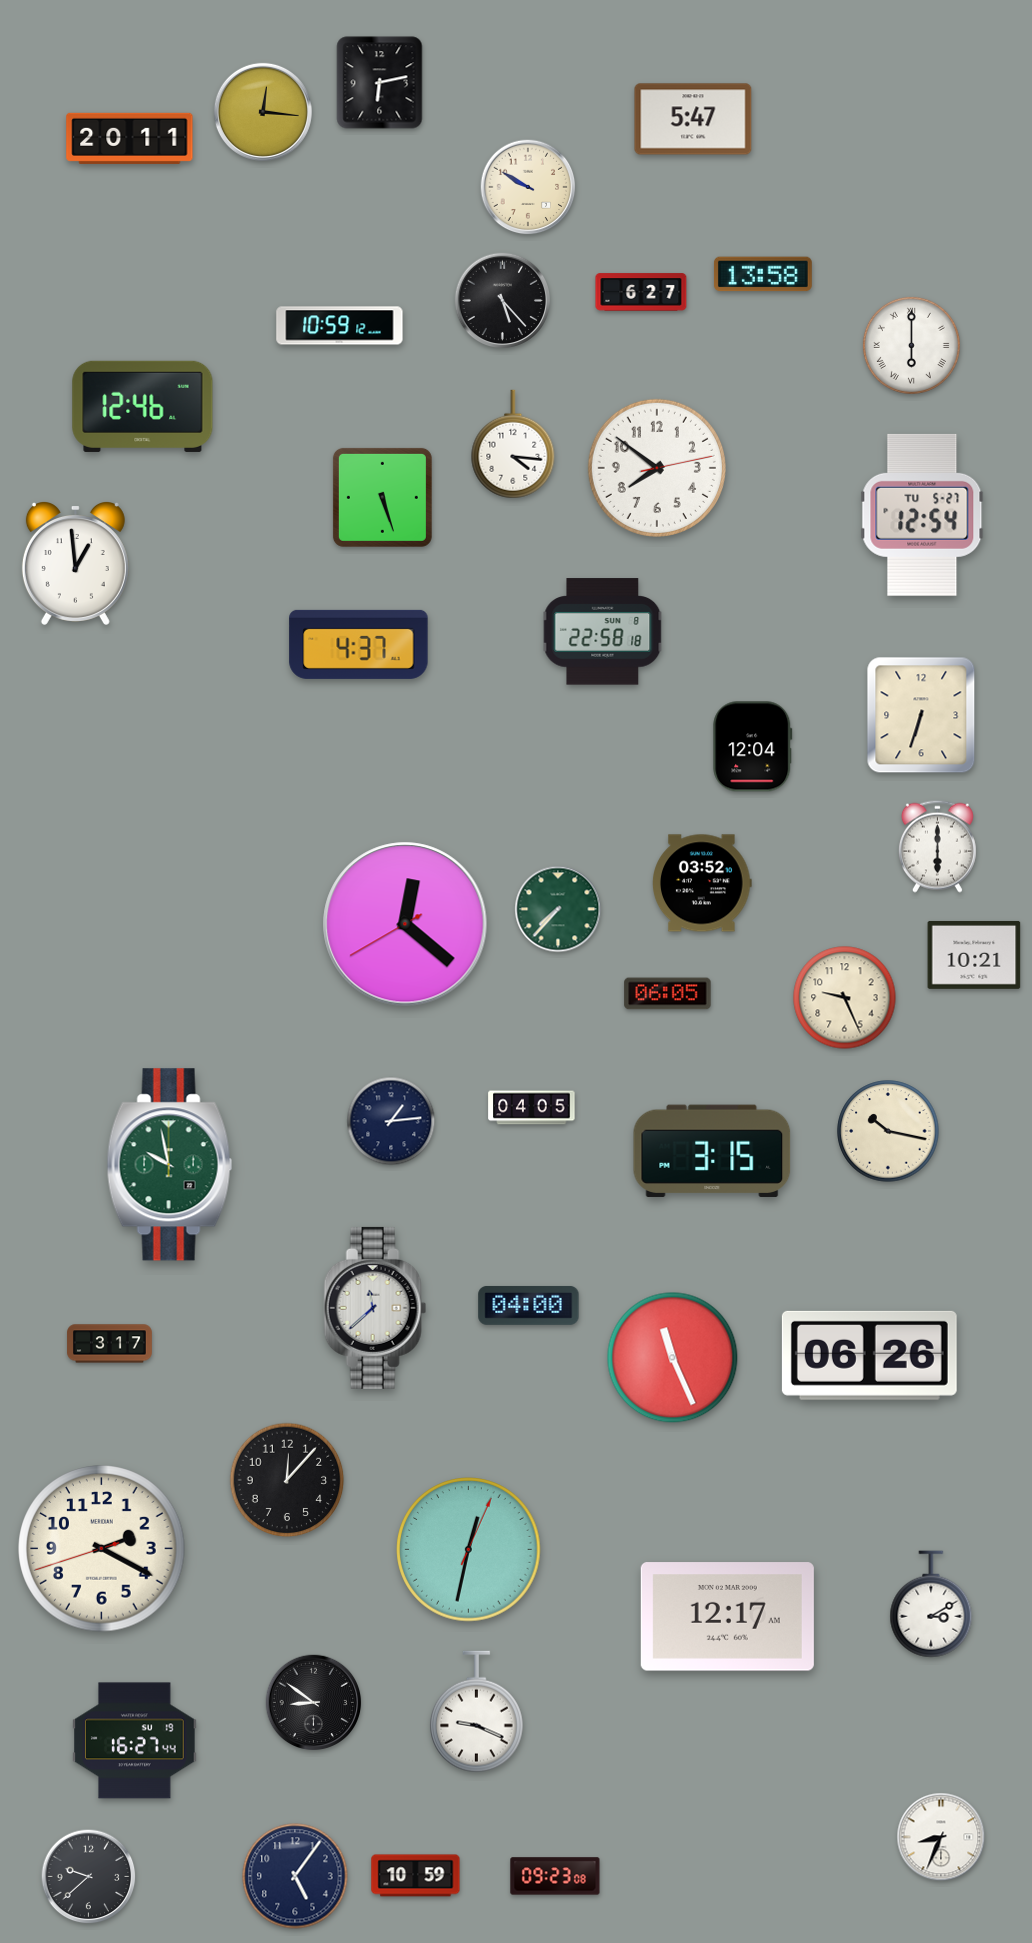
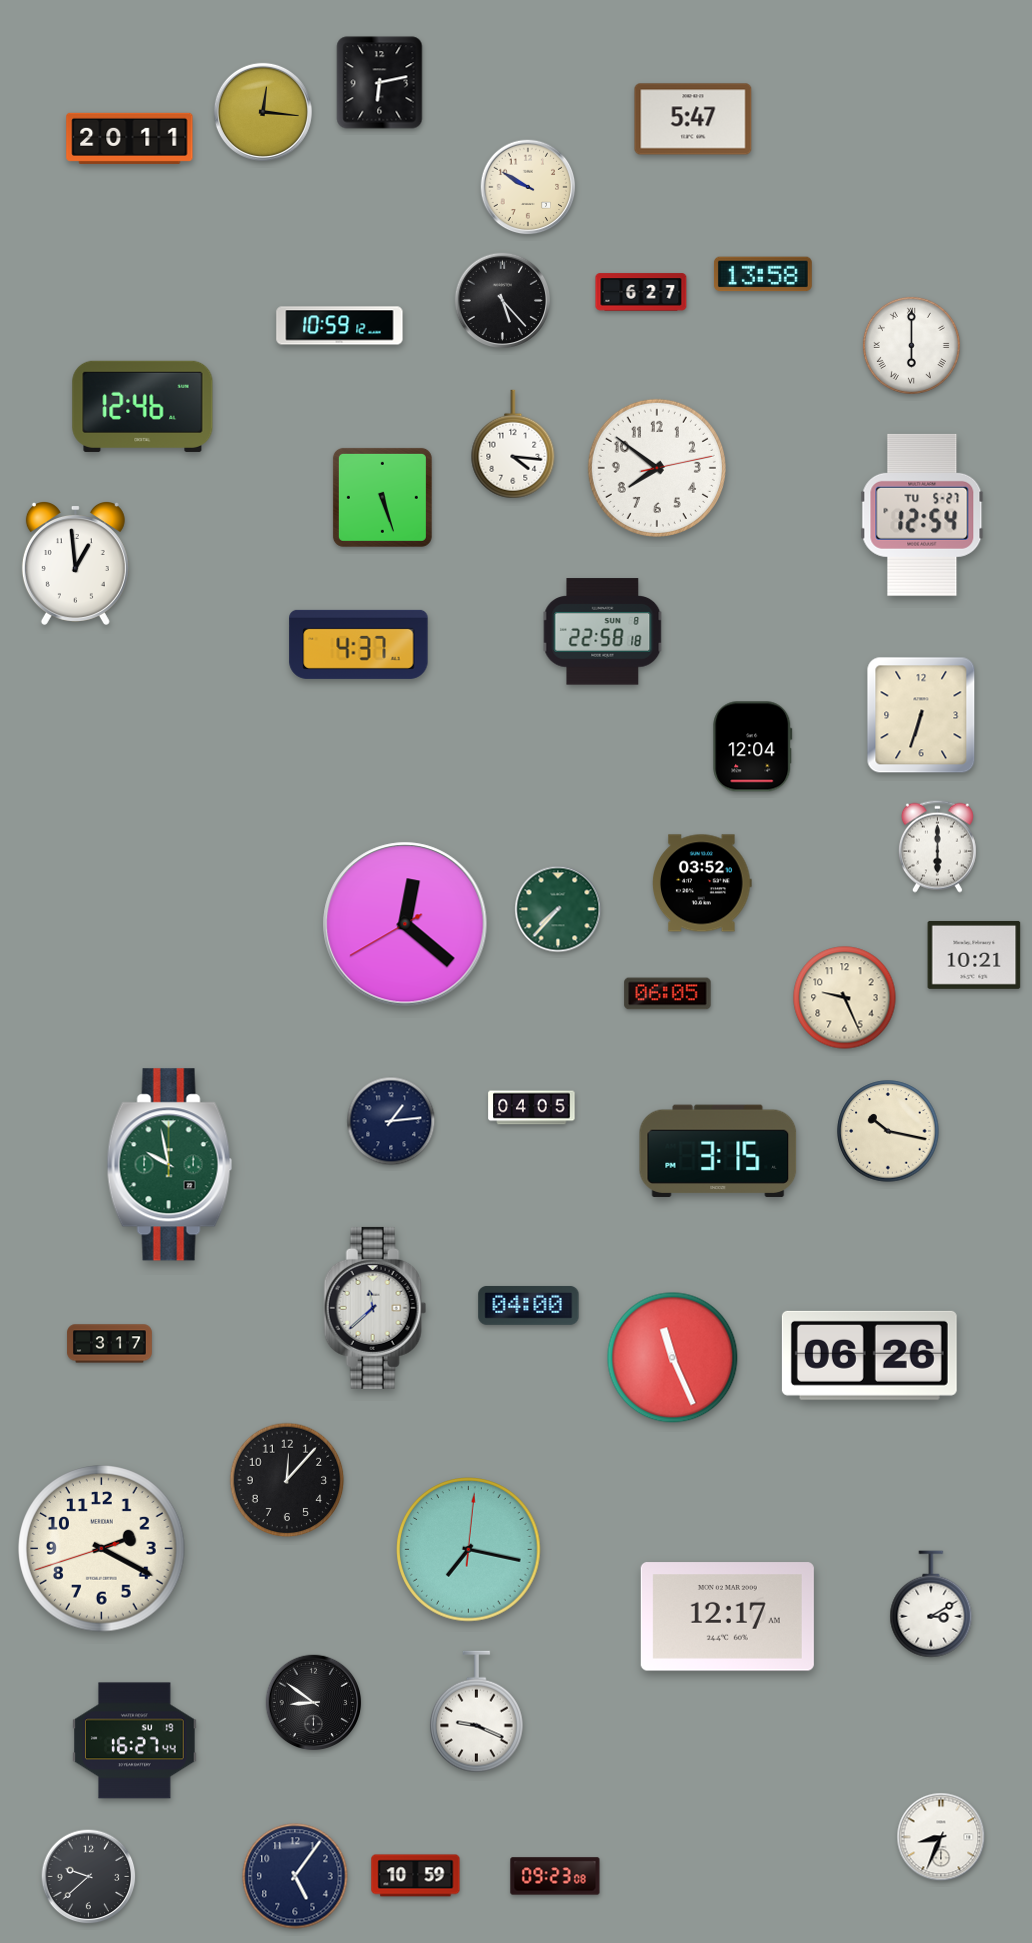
clock at (712, 1150) position: (712, 1150) -> (718, 1150)
clock at (469, 1550): 12:32 -> 7:17
